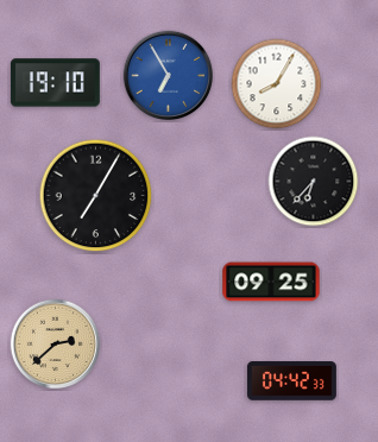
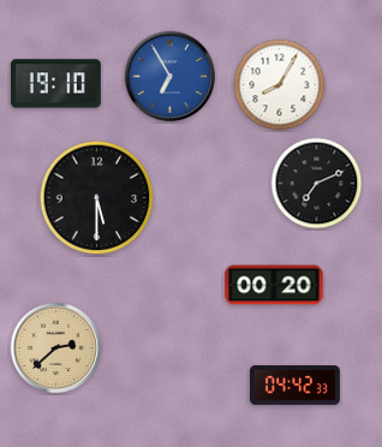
clock at (314, 182): 6:37 -> 7:11
clock at (96, 196): 7:05 -> 5:30
clock at (271, 282): 09:25 -> 00:20
